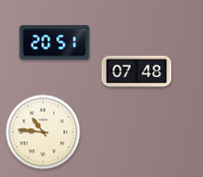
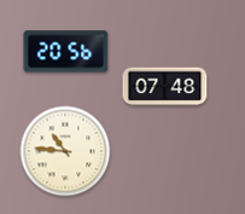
clock at (55, 43): 20:51 -> 20:56
clock at (43, 132) position: (43, 132) -> (65, 151)
